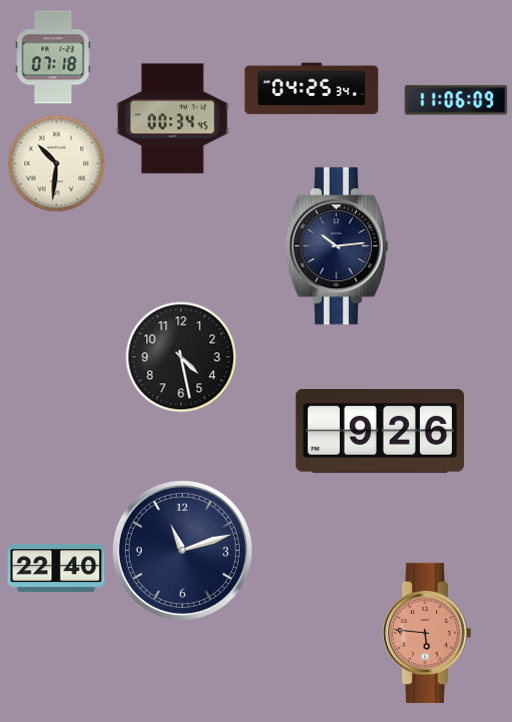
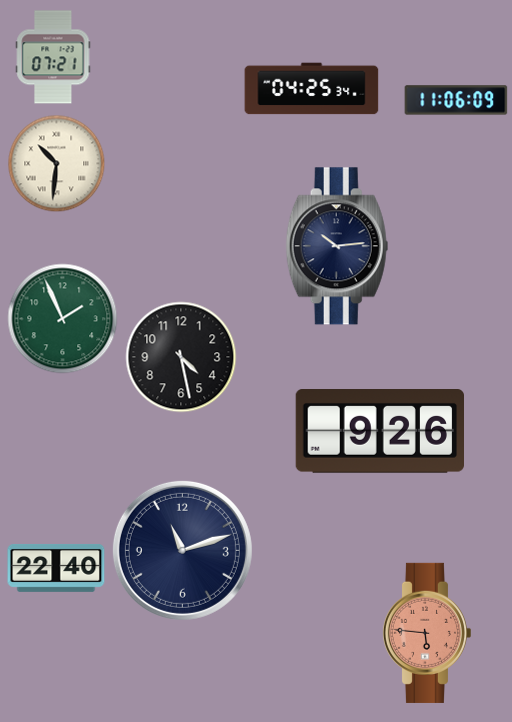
clock at (53, 57): 07:18 -> 07:21
clock at (172, 119): 00:34 -> none
clock at (63, 319): none -> 1:56
